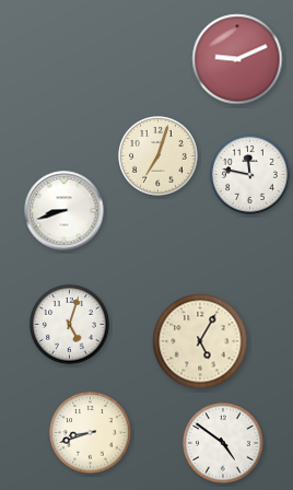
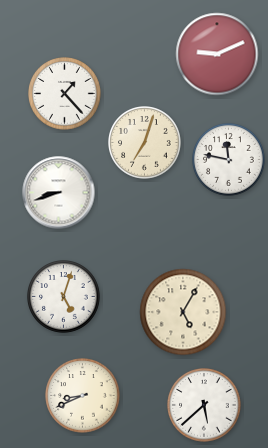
clock at (65, 94): none -> 1:23
clock at (91, 433): 8:42 -> 8:41
clock at (223, 443): 4:51 -> 5:38
